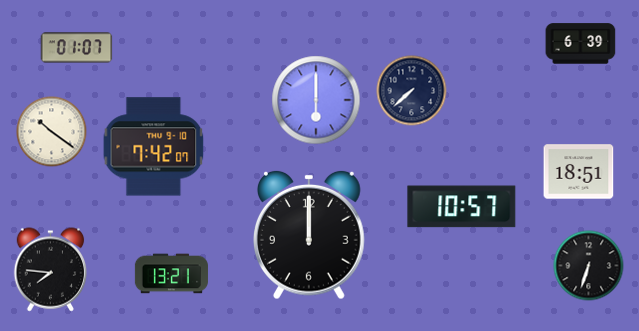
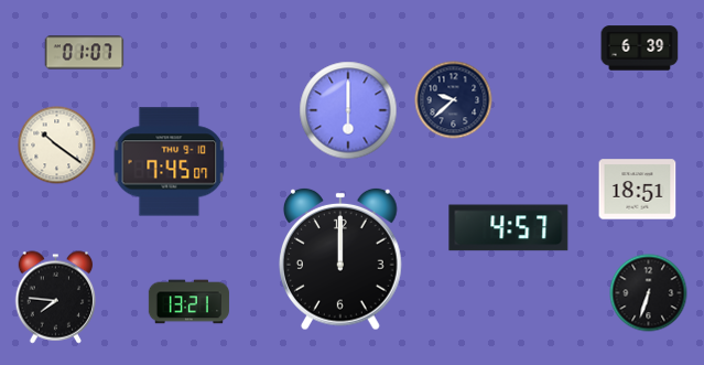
clock at (412, 91): 7:38 -> 9:38
clock at (154, 147): 7:42 -> 7:45
clock at (462, 207): 10:57 -> 4:57
